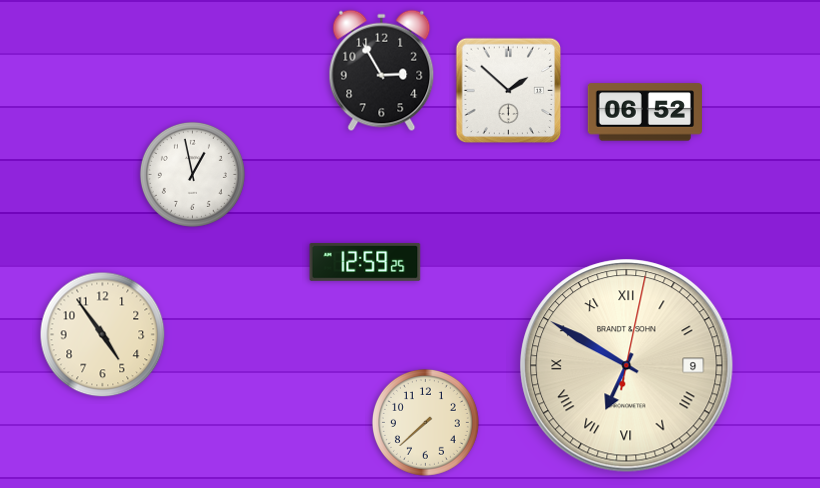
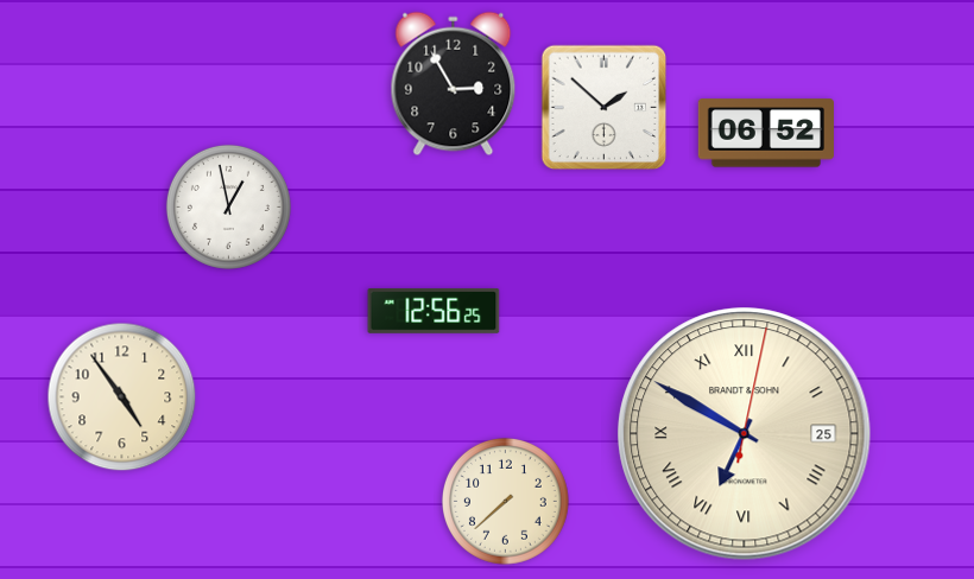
clock at (365, 262): 12:59 -> 12:56
clock at (627, 366) date: 9 -> 25
